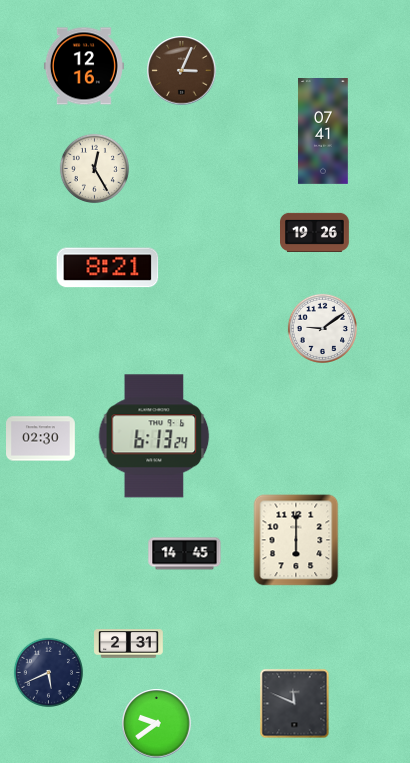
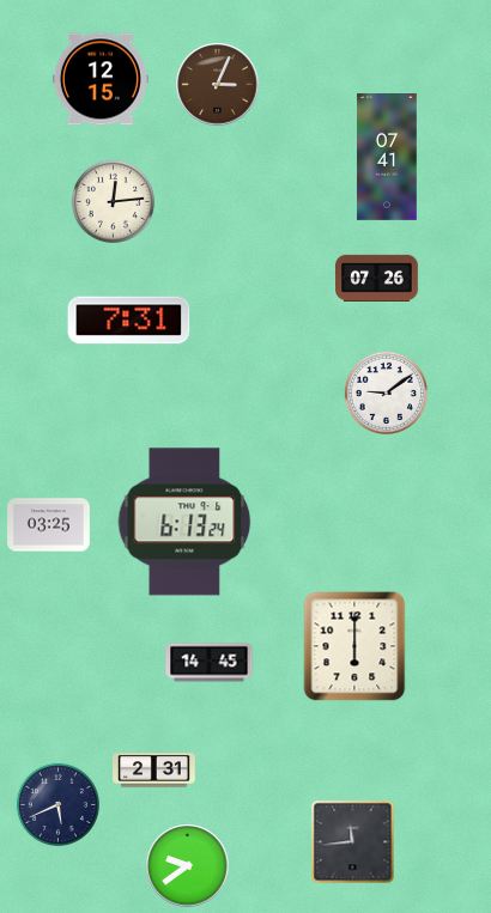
clock at (84, 66): 12:16 -> 12:15
clock at (94, 168): 12:25 -> 12:14
clock at (315, 232): 19:26 -> 07:26
clock at (108, 268): 8:21 -> 7:31
clock at (41, 439): 02:30 -> 03:25
clock at (185, 554) position: (185, 554) -> (210, 663)
clock at (295, 704): 11:49 -> 11:44
